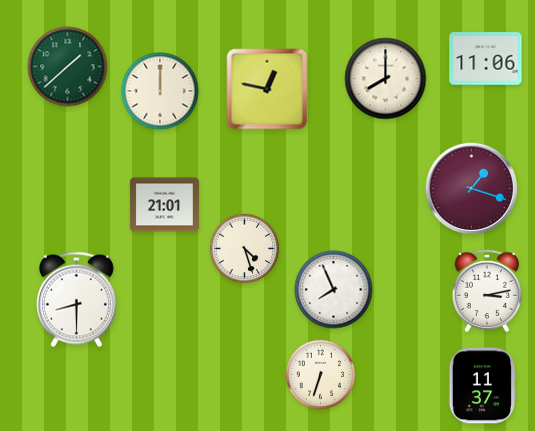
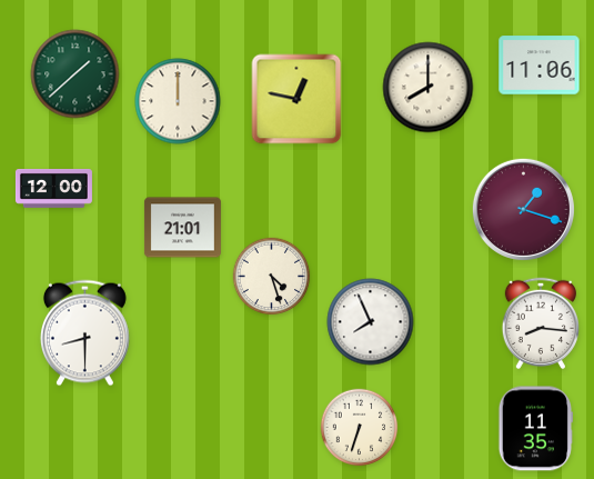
clock at (53, 188): none -> 12:00
clock at (486, 290): 3:13 -> 8:16
clock at (321, 375) position: (321, 375) -> (360, 428)
clock at (482, 386): 11:37 -> 11:35
